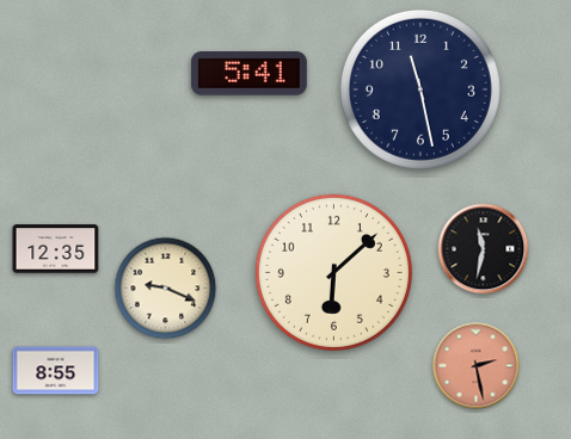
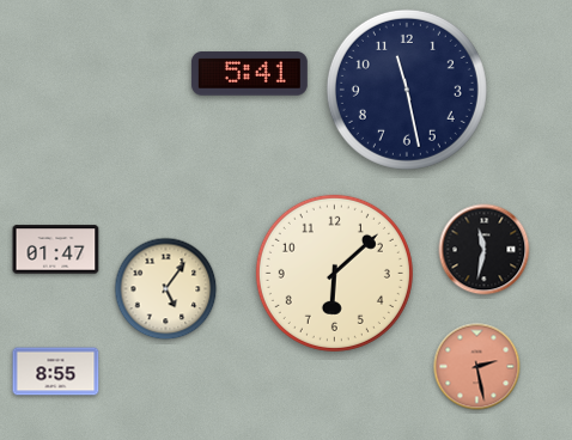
clock at (420, 89) position: (420, 89) -> (407, 90)
clock at (56, 249): 12:35 -> 01:47
clock at (166, 289): 9:19 -> 5:06
